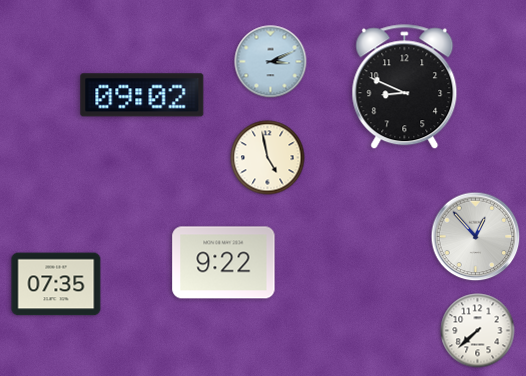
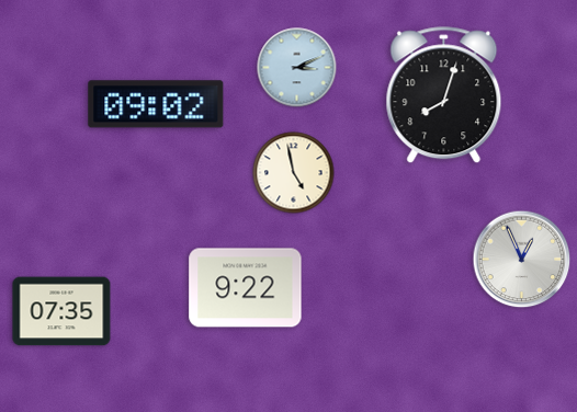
clock at (405, 87): 8:49 -> 8:03
clock at (476, 237): 12:53 -> 12:56
clock at (478, 331): 7:38 -> none
